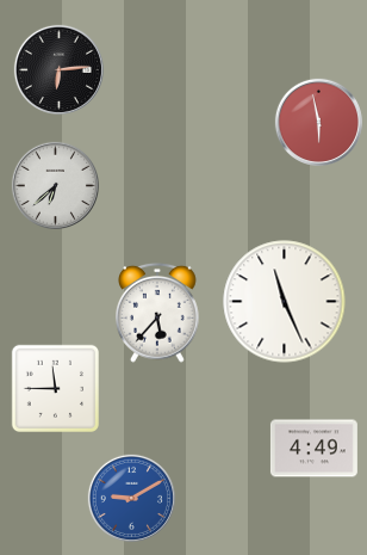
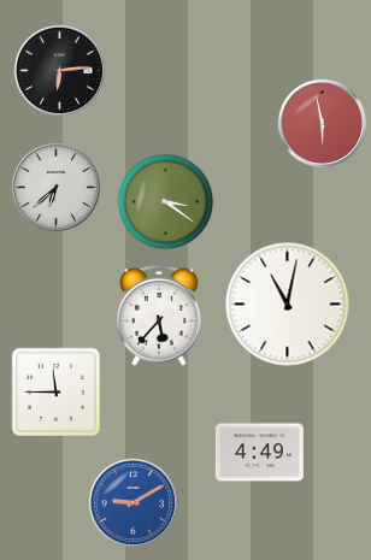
clock at (166, 202): none -> 3:21
clock at (285, 302): 11:26 -> 11:02
clock at (313, 449) position: (313, 449) -> (259, 453)
